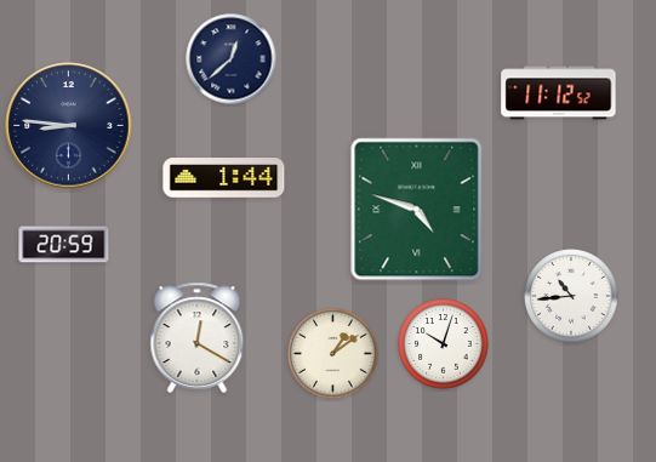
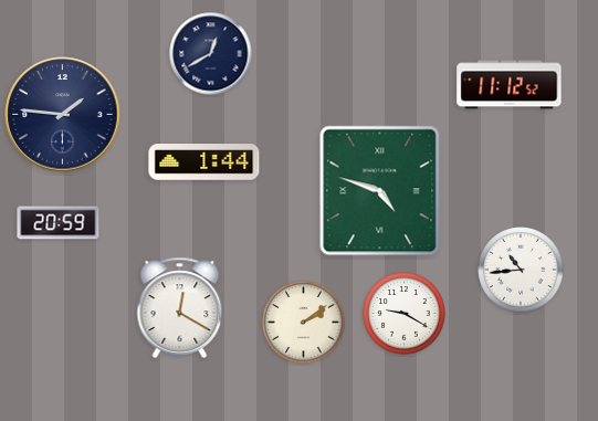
clock at (232, 59): 12:38 -> 12:40
clock at (69, 126): 8:46 -> 1:46
clock at (444, 344): 10:03 -> 9:20
clock at (333, 354): 1:09 -> 2:09
